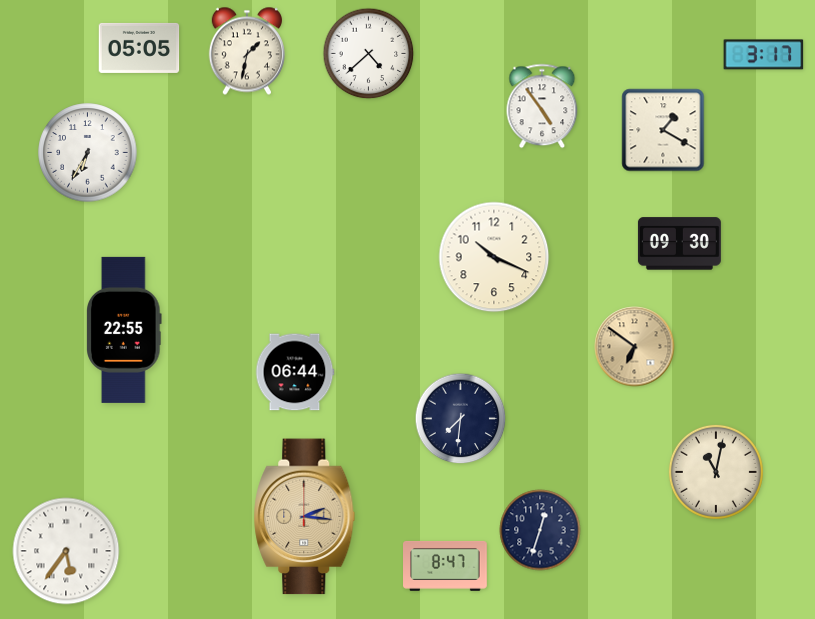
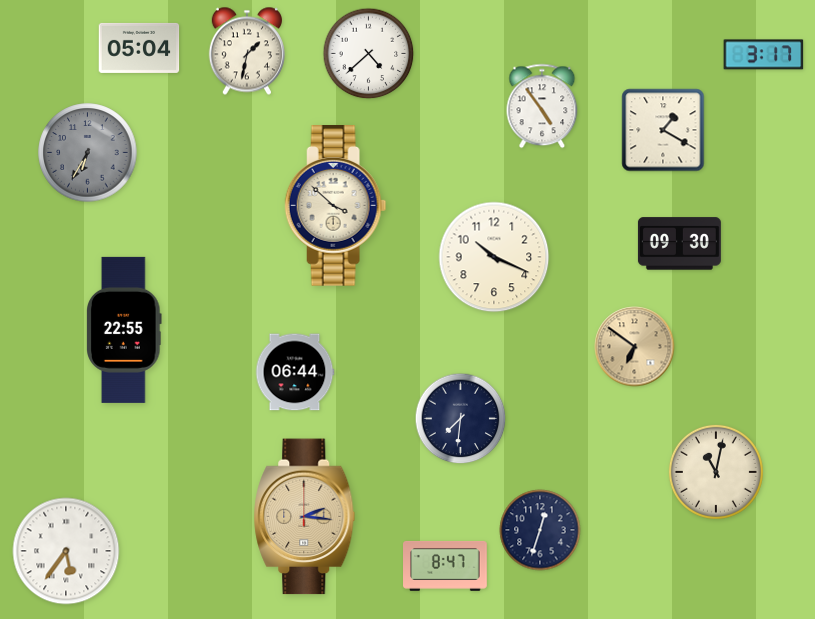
clock at (139, 48): 05:05 -> 05:04
clock at (88, 153) dial: white -> grey
clock at (336, 206): none -> 3:52
